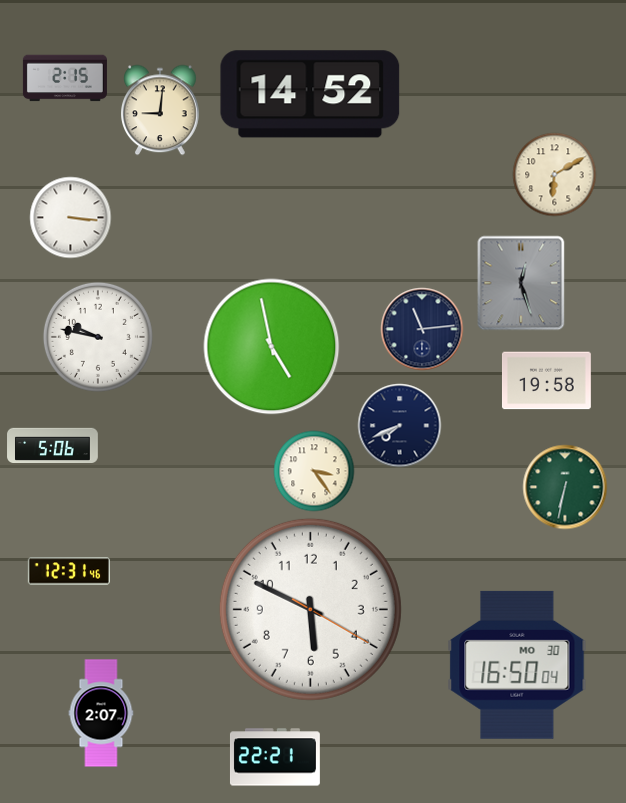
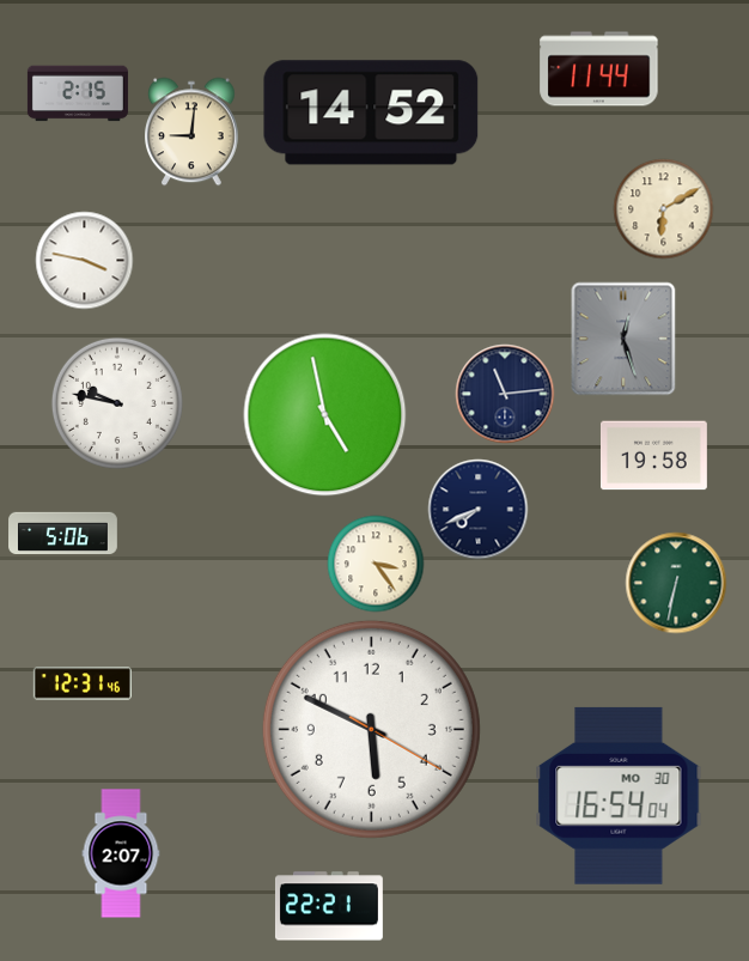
clock at (599, 69): none -> 11:44
clock at (70, 217): 3:16 -> 3:47
clock at (517, 665): 16:50 -> 16:54
